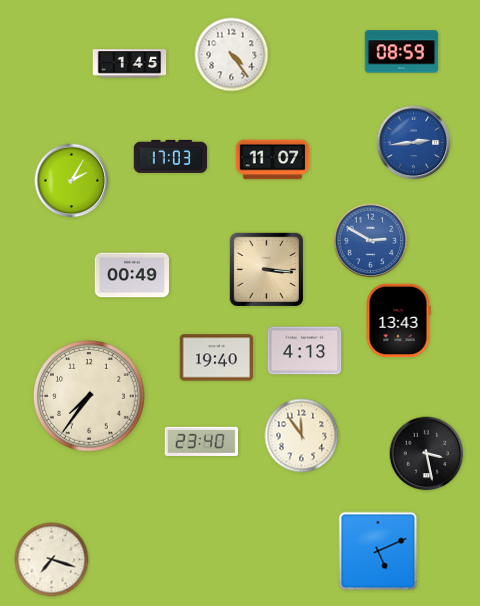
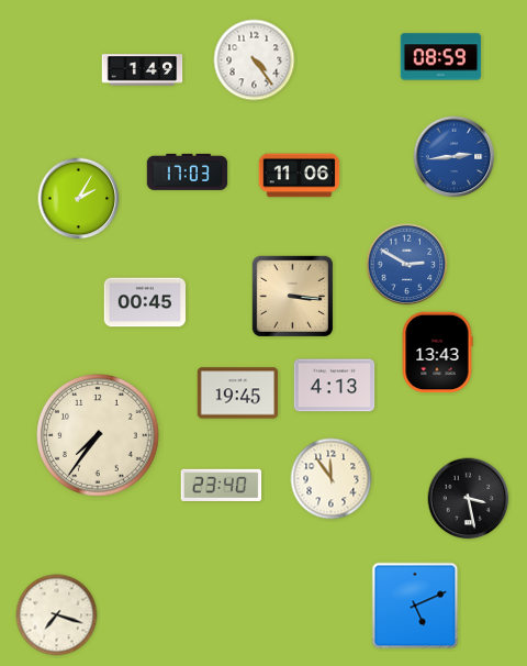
clock at (130, 64): 1:45 -> 1:49
clock at (273, 160): 11:07 -> 11:06
clock at (131, 275): 00:49 -> 00:45
clock at (217, 358): 19:40 -> 19:45
